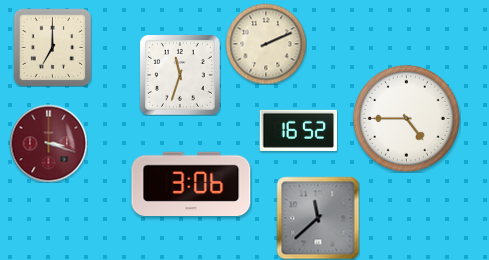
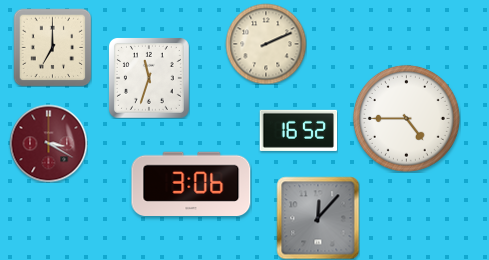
clock at (180, 75) position: (180, 75) -> (149, 78)
clock at (48, 143): 3:18 -> 3:20
clock at (318, 218): 11:38 -> 12:07
